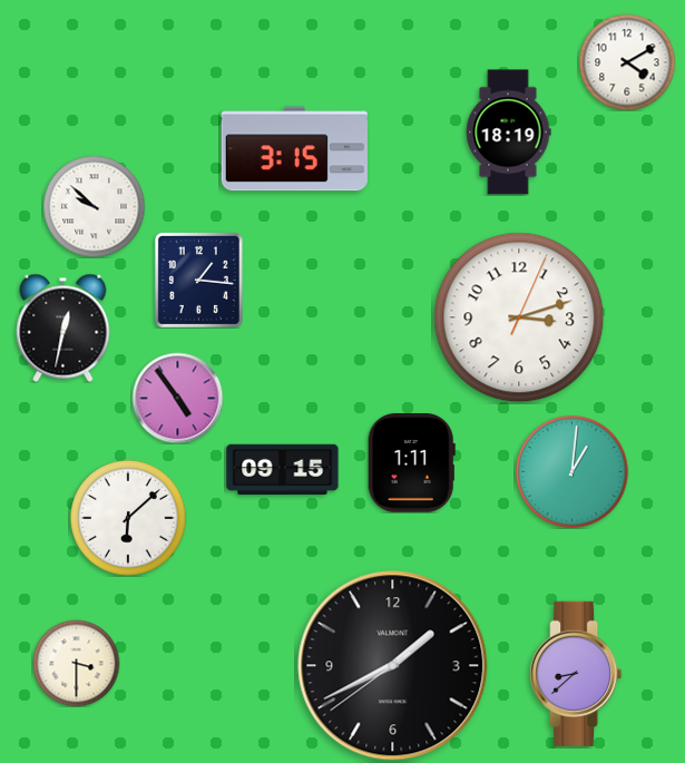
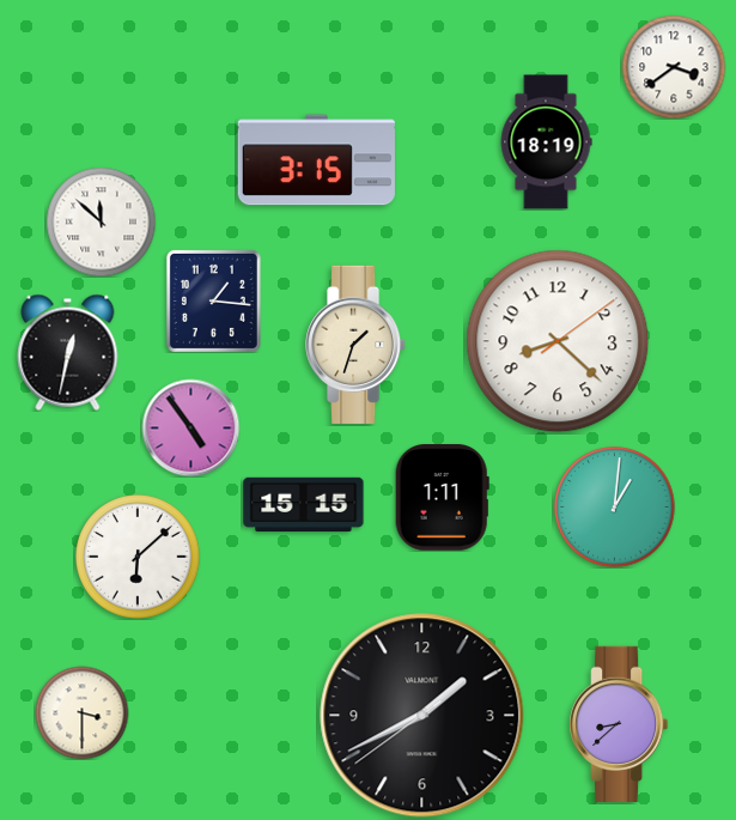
clock at (627, 62): 4:10 -> 3:39
clock at (94, 206): 9:52 -> 11:52
clock at (519, 317): 3:12 -> 8:22
clock at (357, 345): none -> 1:33
clock at (283, 470): 09:15 -> 15:15
